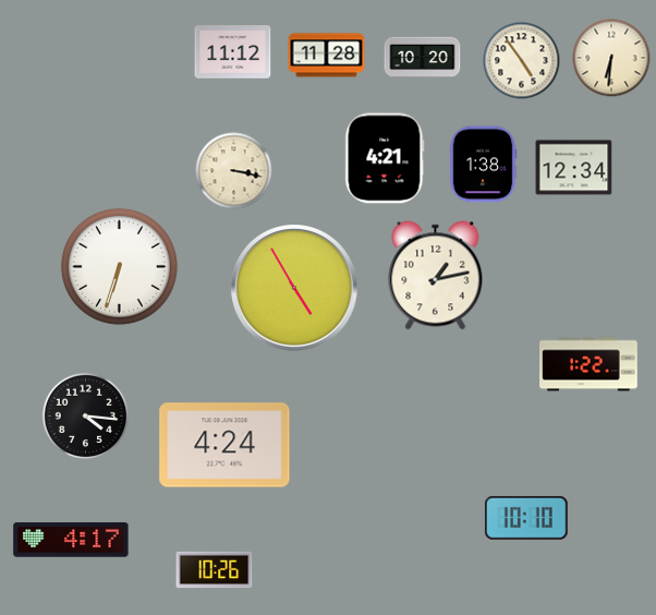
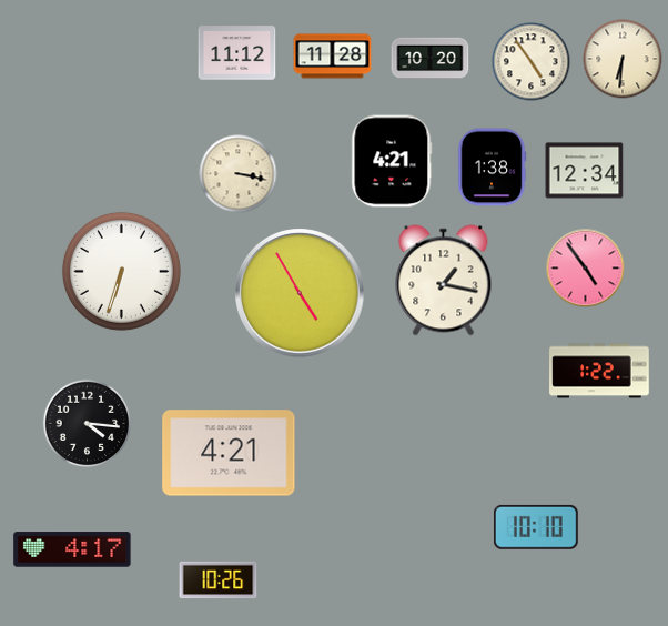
clock at (586, 269): none -> 4:54
clock at (436, 276): 1:13 -> 1:17
clock at (224, 445): 4:24 -> 4:21
